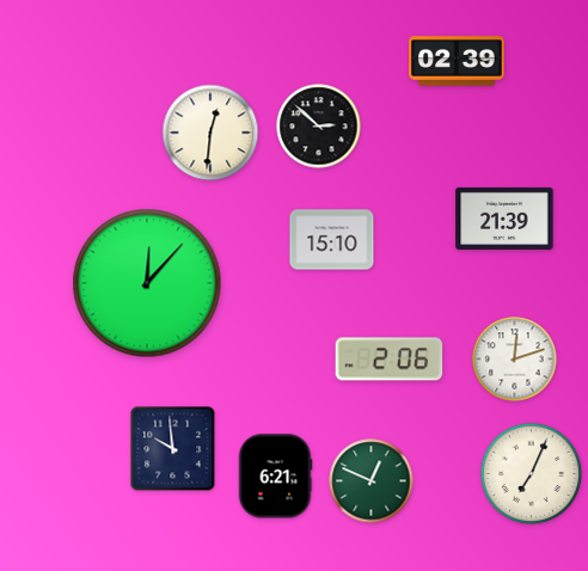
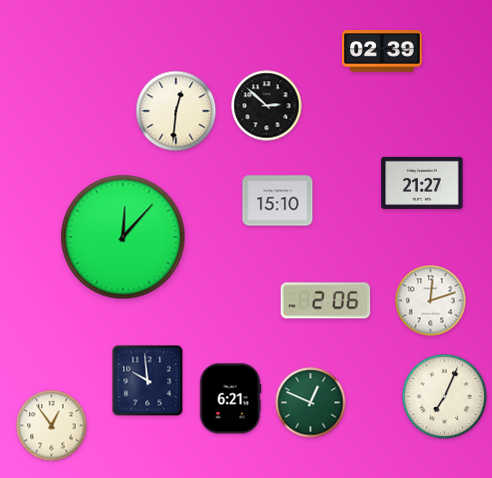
clock at (504, 219): 21:39 -> 21:27
clock at (173, 449) position: (173, 449) -> (148, 381)
clock at (52, 426): none -> 12:54
